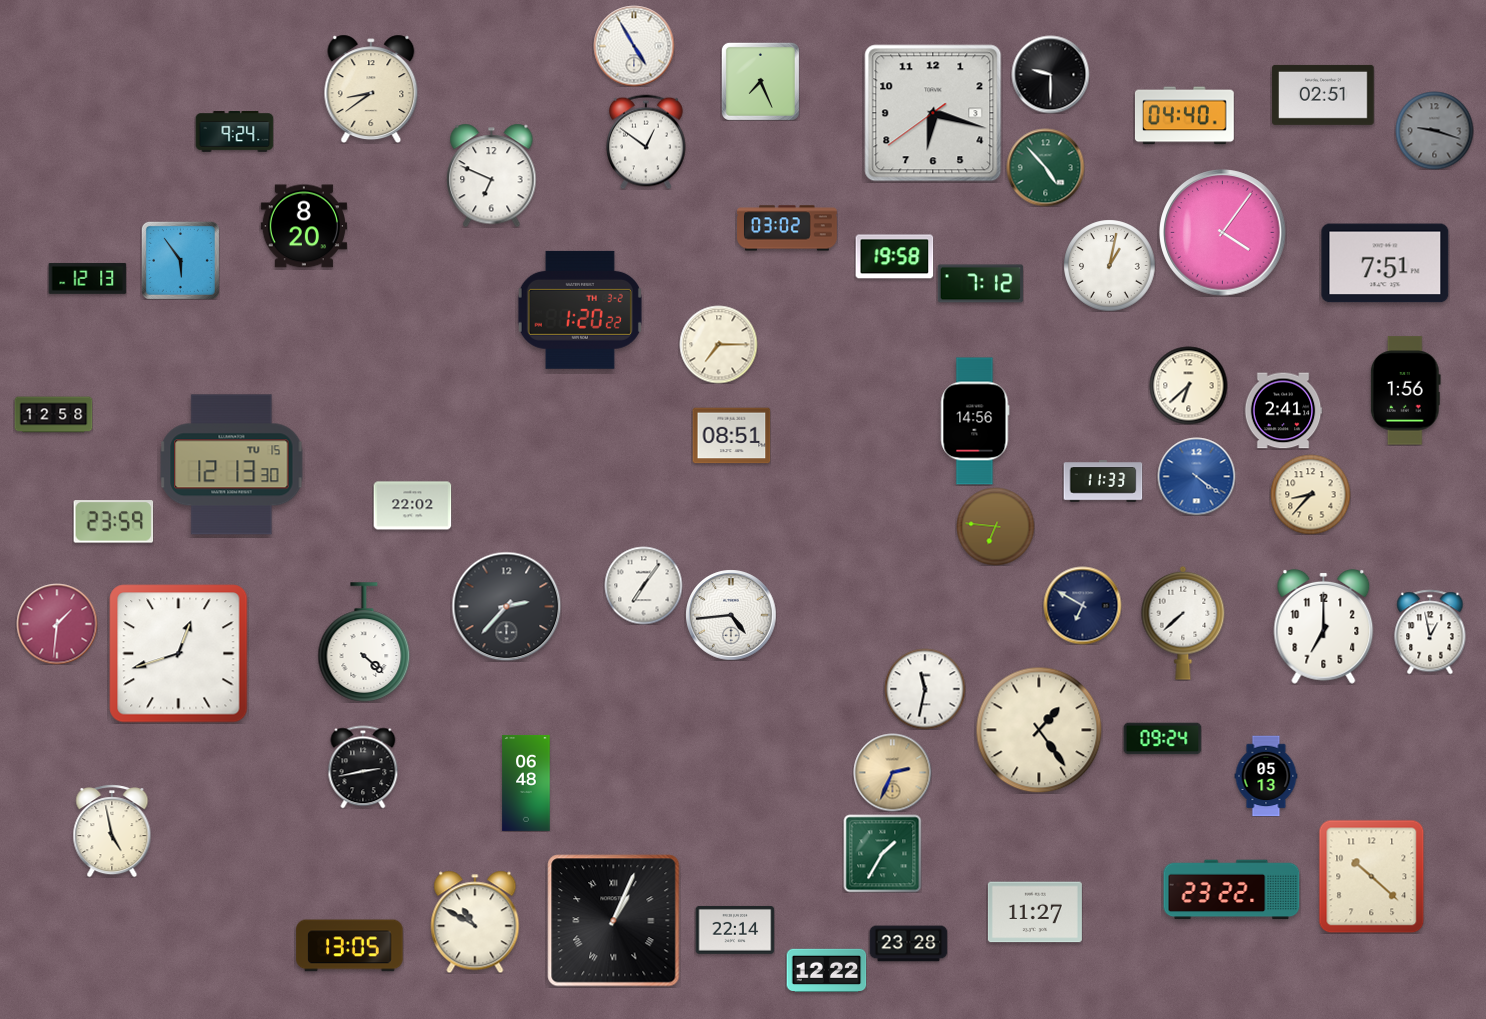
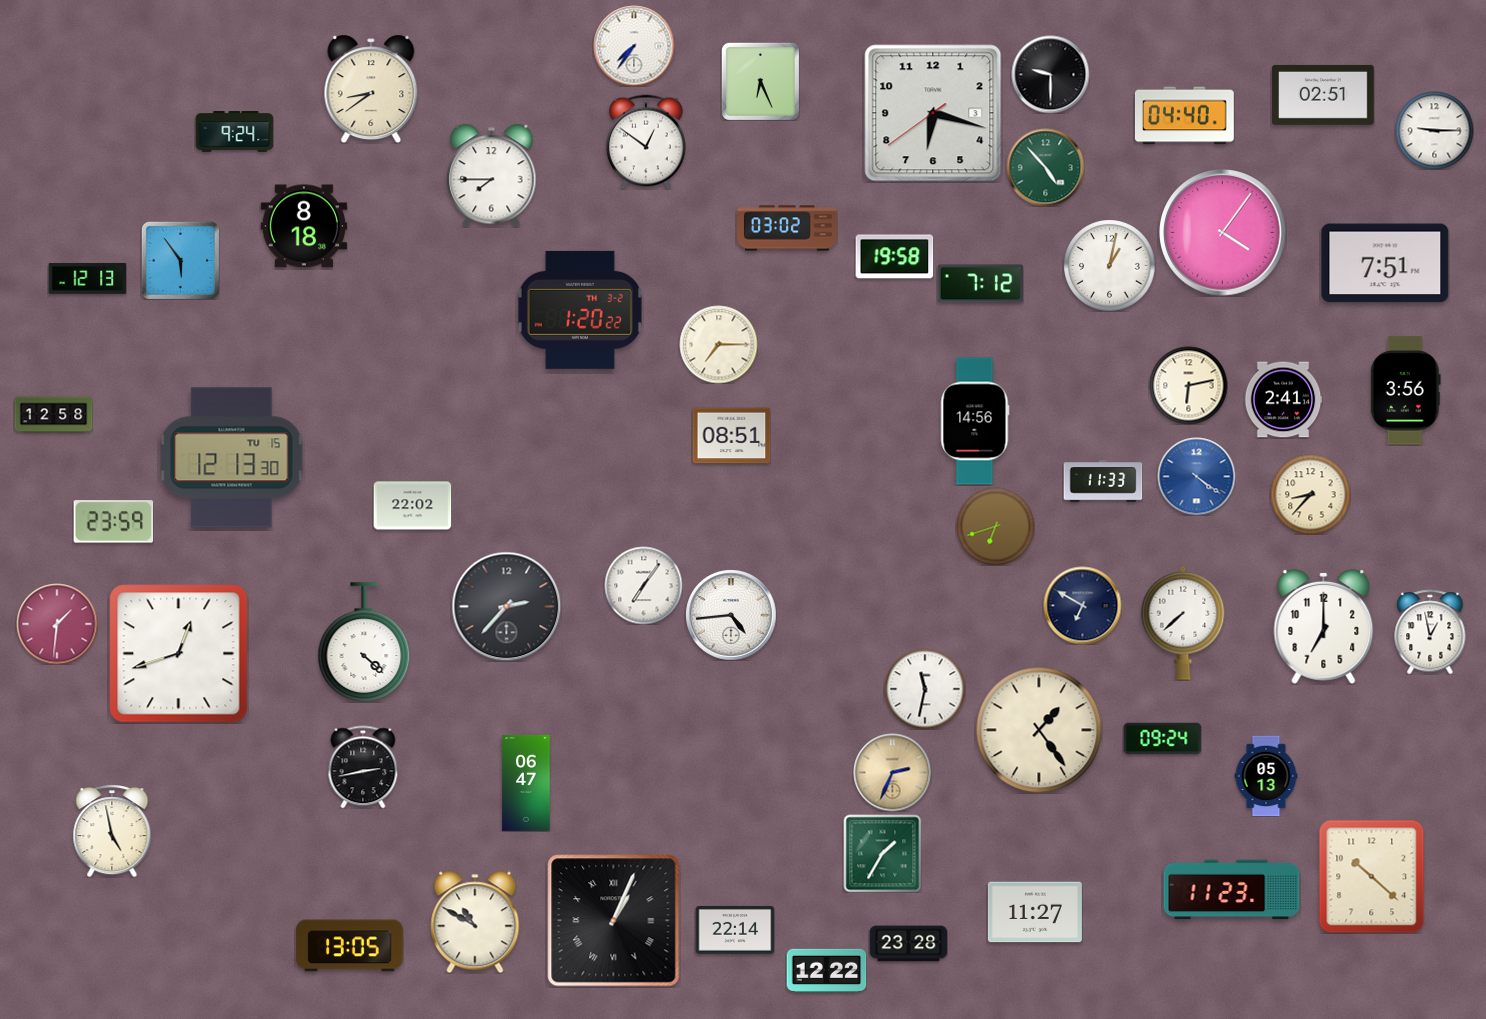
clock at (634, 46): 4:55 -> 7:36
clock at (760, 81): 7:26 -> 6:26
clock at (1434, 130): 9:18 -> 9:15
clock at (1434, 130) dial: grey -> white
clock at (492, 175): 6:49 -> 7:45
clock at (303, 226): 8:20 -> 8:18
clock at (1188, 385): 6:38 -> 6:13
clock at (1405, 391): 1:56 -> 3:56
clock at (1283, 411) position: (1283, 411) -> (1283, 400)
clock at (232, 465) position: (232, 465) -> (232, 458)
clock at (995, 526): 6:46 -> 6:42
clock at (526, 783): 06:48 -> 06:47
clock at (1232, 890): 23:22 -> 11:23
